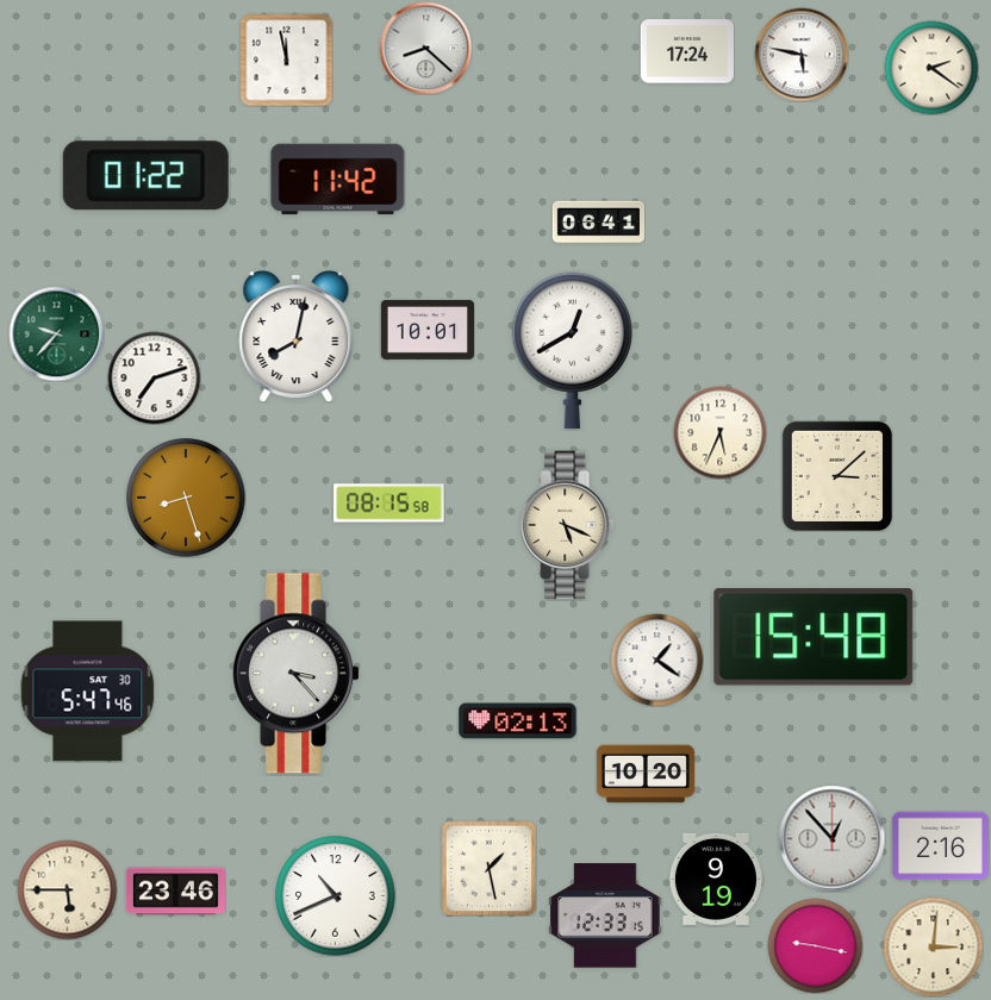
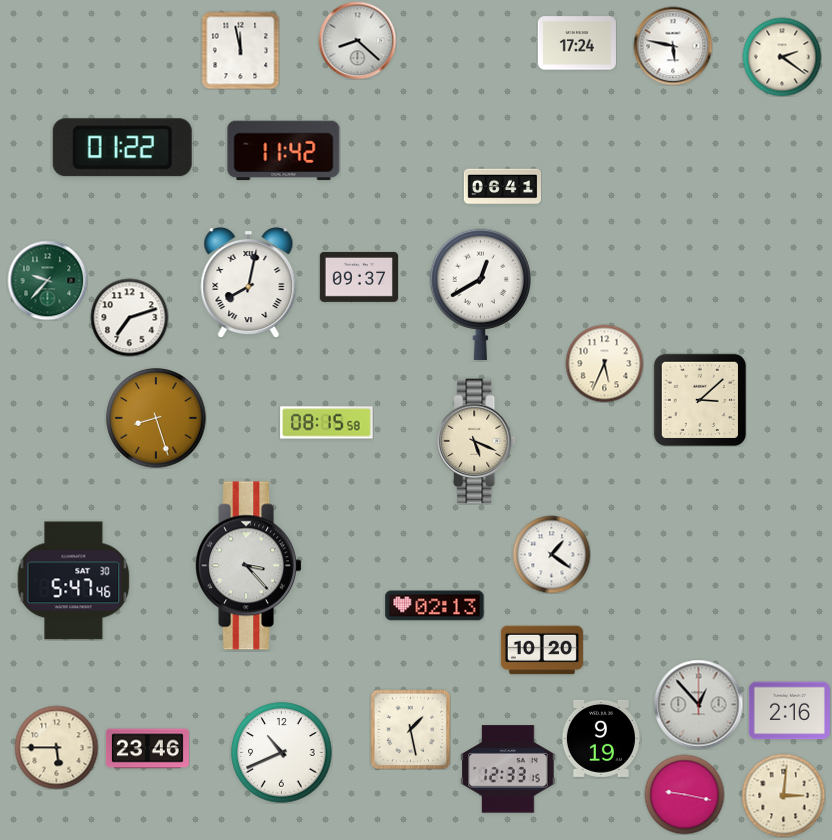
clock at (426, 330): 10:01 -> 09:37
clock at (836, 475) position: (836, 475) -> (699, 399)
clock at (814, 638): 15:48 -> none
